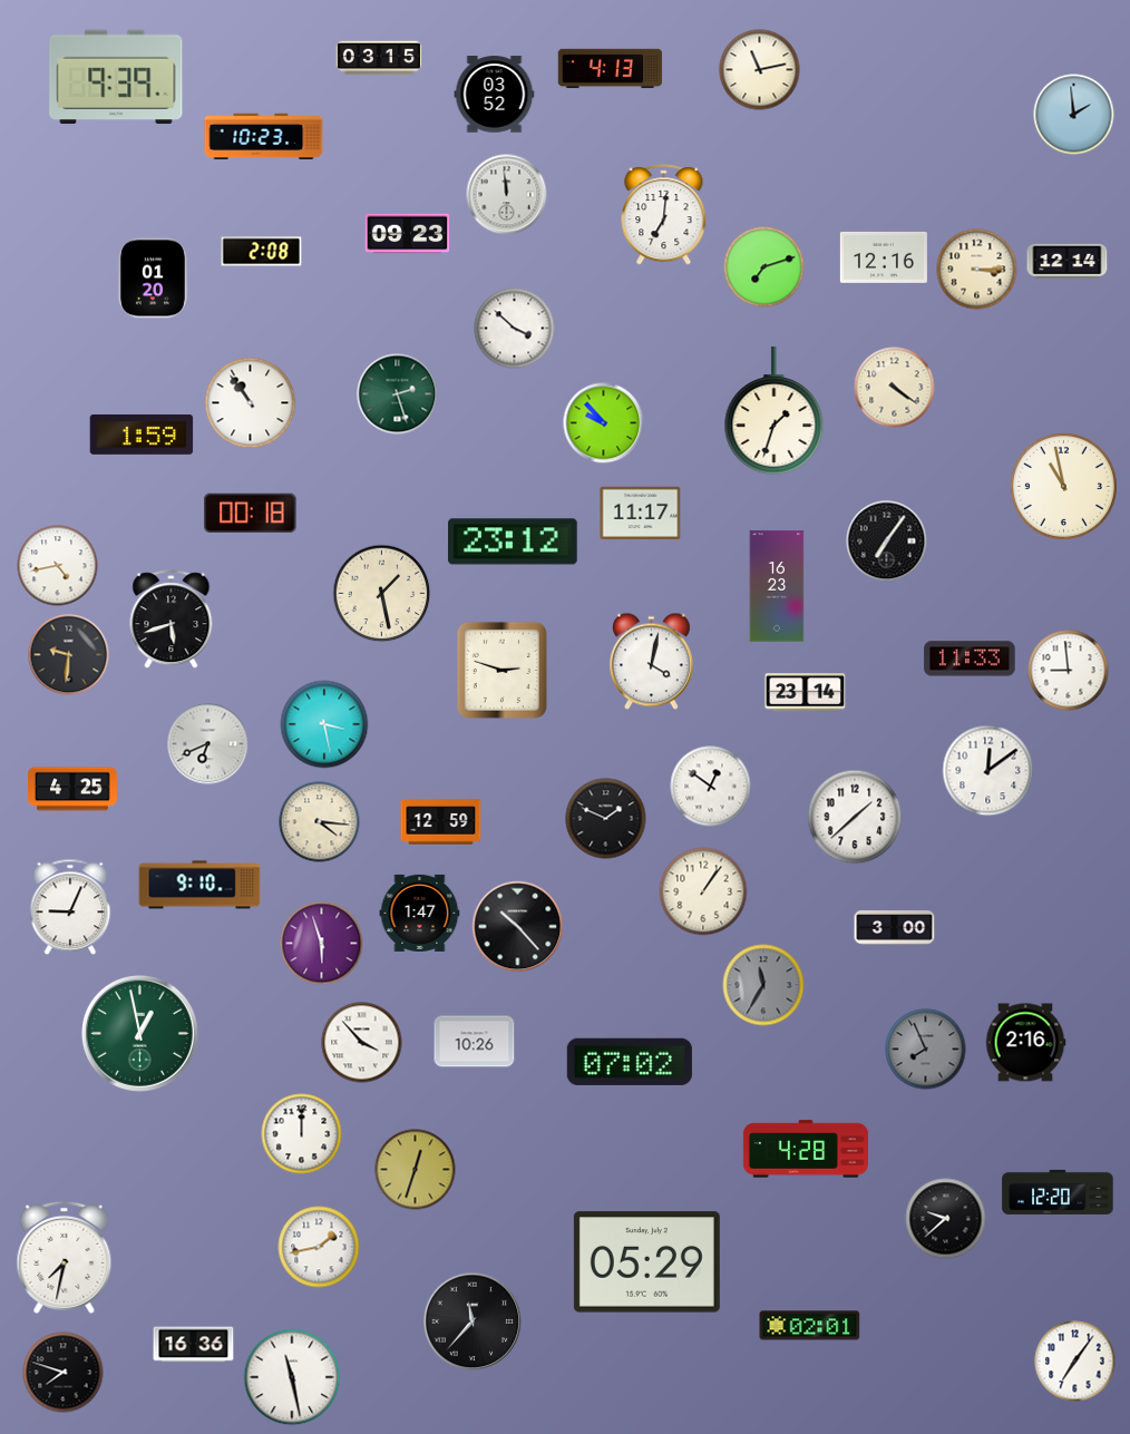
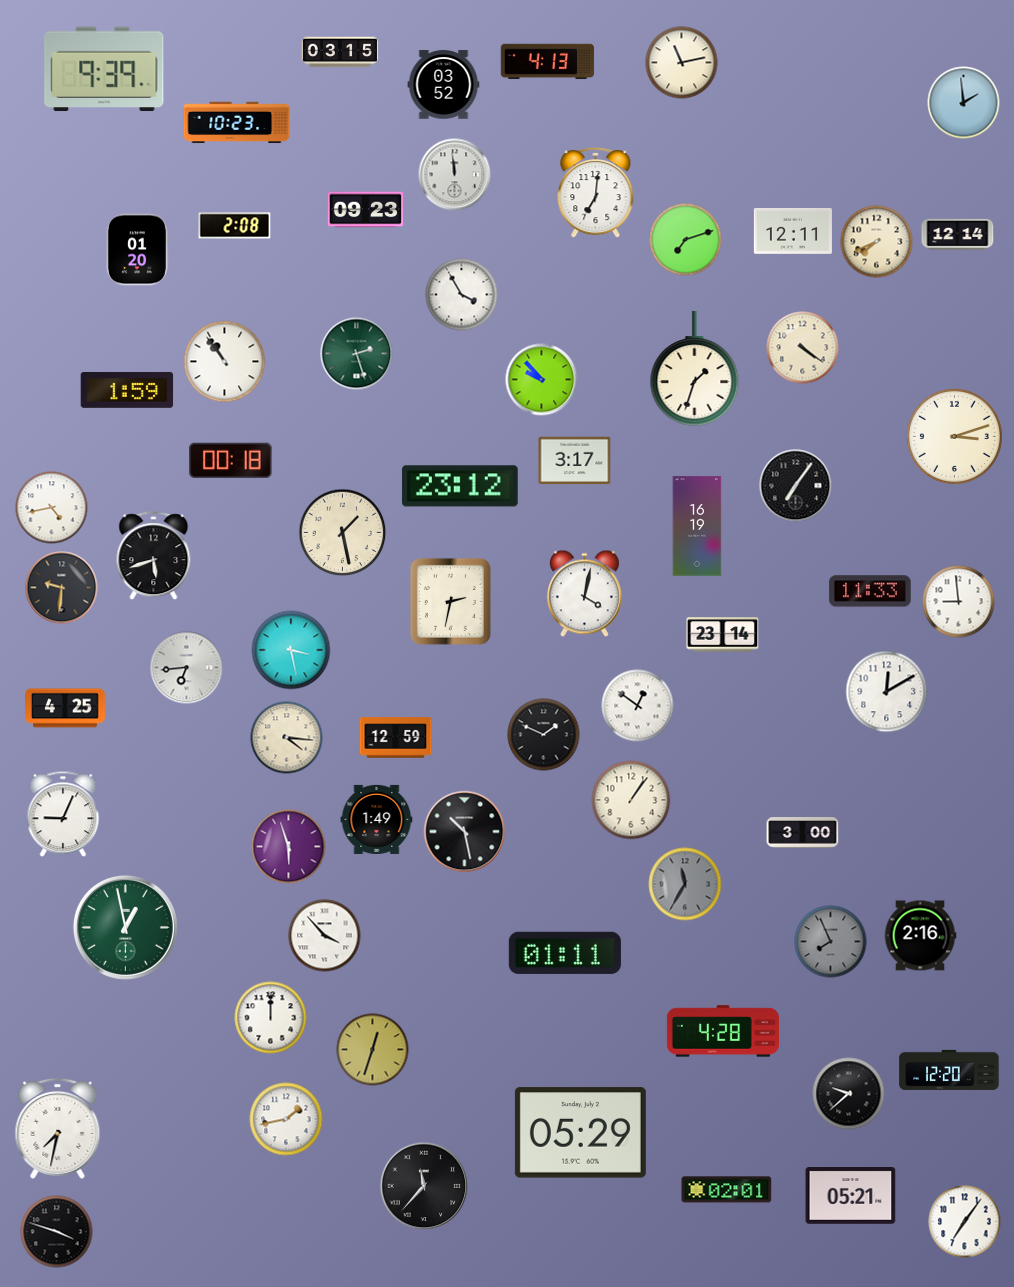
clock at (884, 257): 12:16 -> 12:11
clock at (977, 270): 3:15 -> 7:41
clock at (515, 329): 3:52 -> 3:55
clock at (1063, 486): 10:58 -> 3:12
clock at (251, 514) position: (251, 514) -> (231, 461)
clock at (641, 514): 11:17 -> 3:17
clock at (777, 586): 16:23 -> 16:19
clock at (501, 670): 2:48 -> 2:32
clock at (806, 693) position: (806, 693) -> (723, 635)
clock at (208, 744): 6:41 -> 6:44
clock at (988, 771): 12:09 -> 12:10
clock at (855, 817): 1:38 -> none
clock at (199, 885): 9:10 -> none
clock at (420, 913): 1:47 -> 1:49
clock at (518, 927): 10:23 -> 10:28
clock at (475, 1042): 10:26 -> none
clock at (630, 1062): 07:02 -> 01:11
clock at (851, 1196): none -> 05:21
clock at (194, 1345): 16:36 -> none
clock at (64, 1373): 7:48 -> 3:48
clock at (292, 1377): 11:28 -> none
